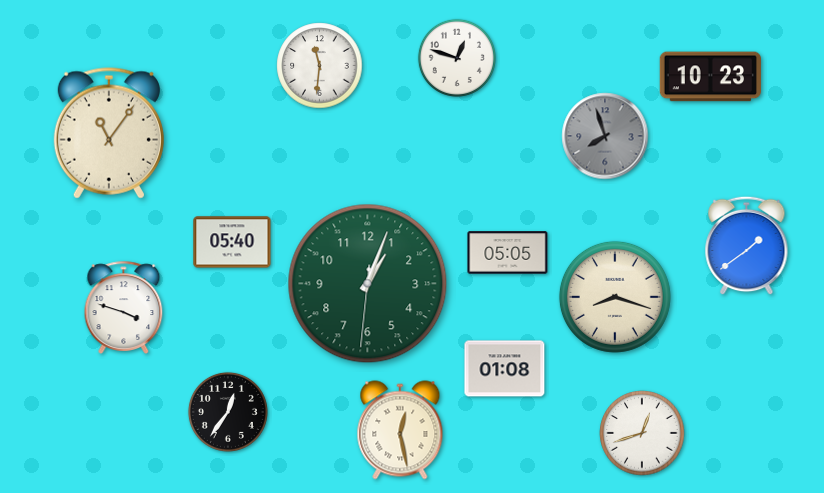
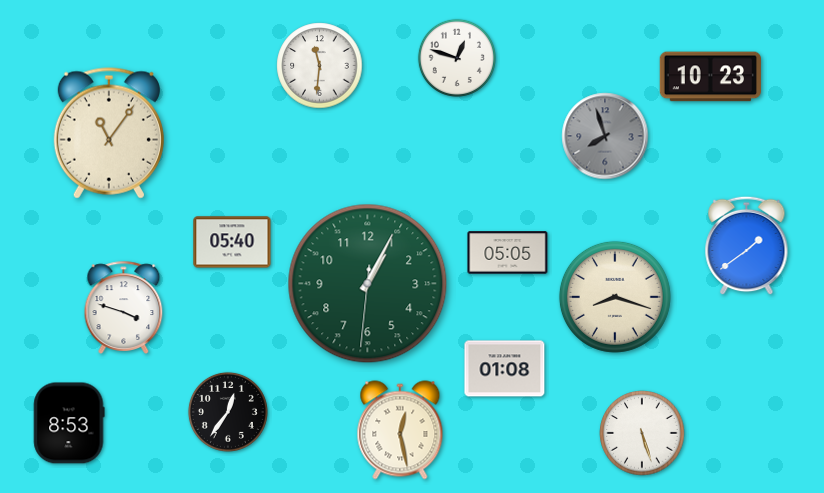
clock at (368, 284): 1:03 -> 1:04
clock at (69, 423): none -> 8:53
clock at (642, 433): 12:42 -> 5:27
